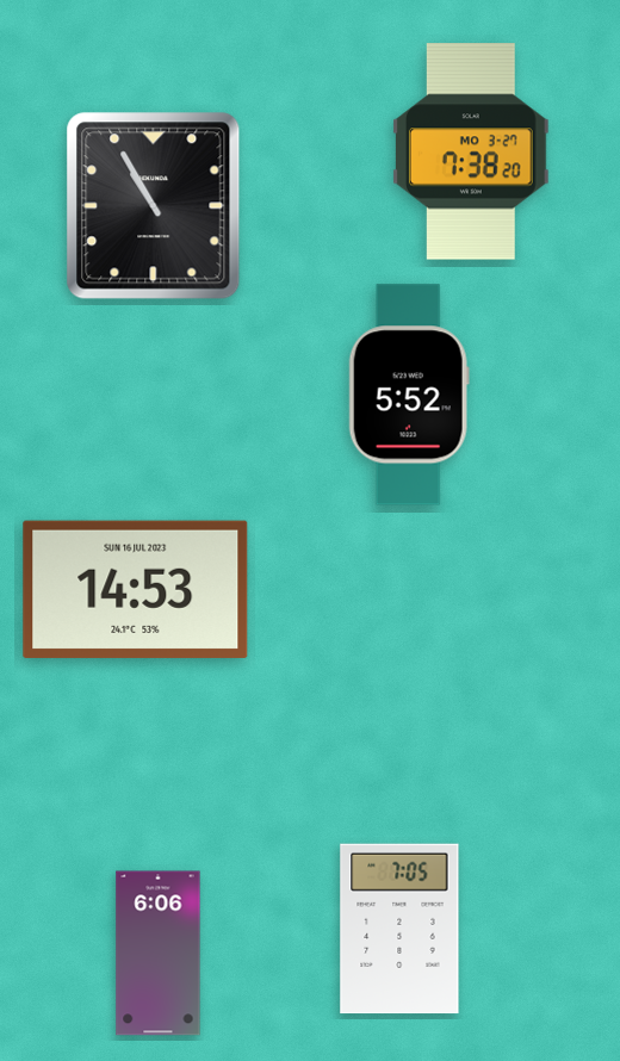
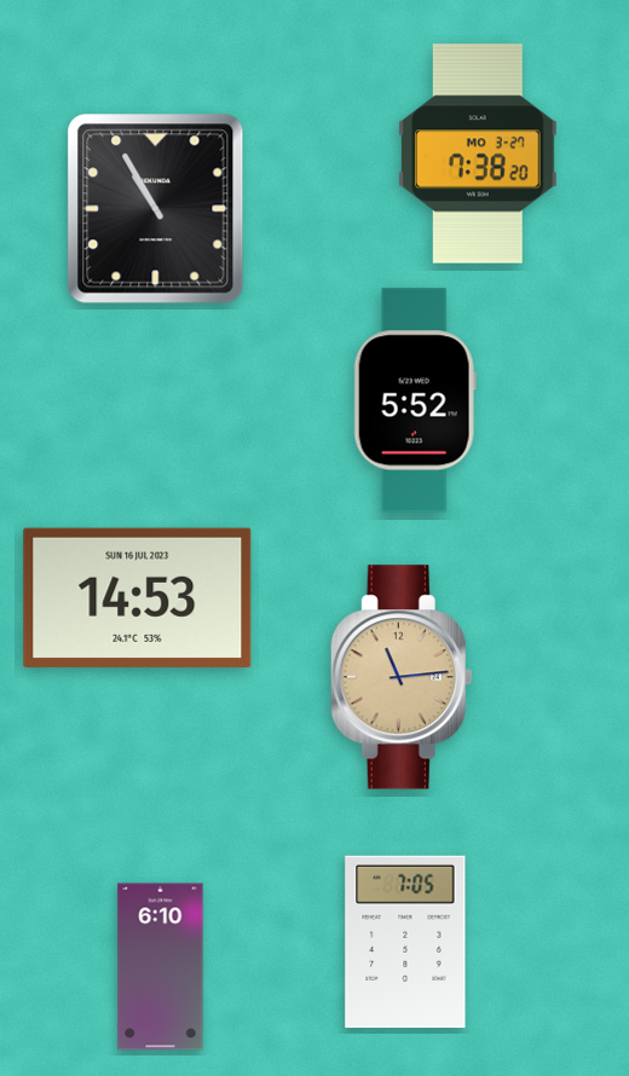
clock at (402, 677): none -> 11:14
clock at (159, 954): 6:06 -> 6:10
